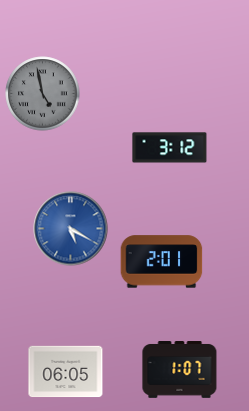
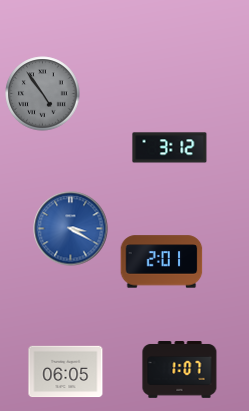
clock at (43, 94): 4:58 -> 4:54
clock at (71, 229): 5:20 -> 3:20
